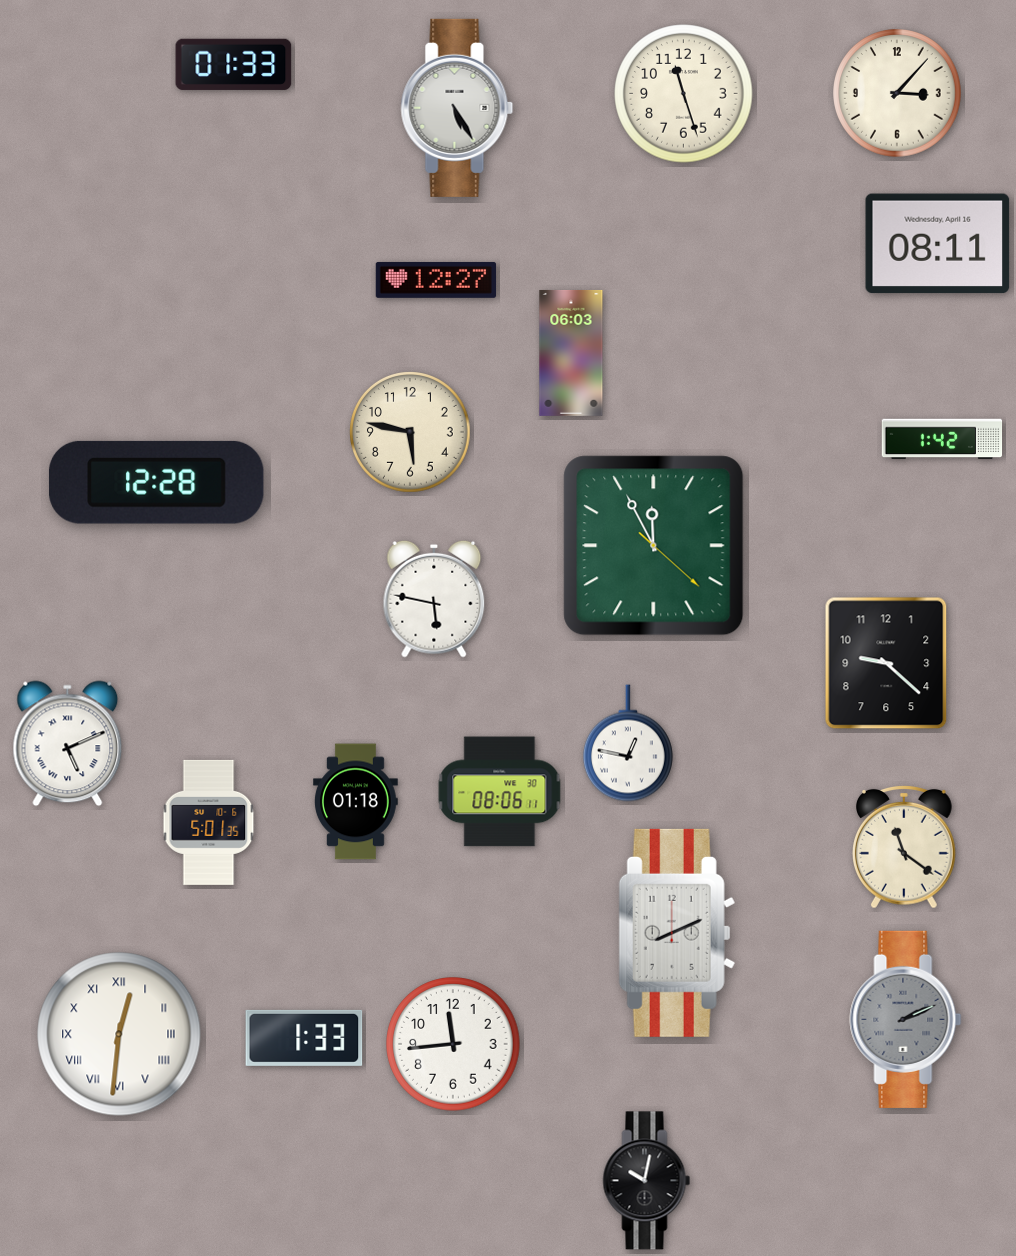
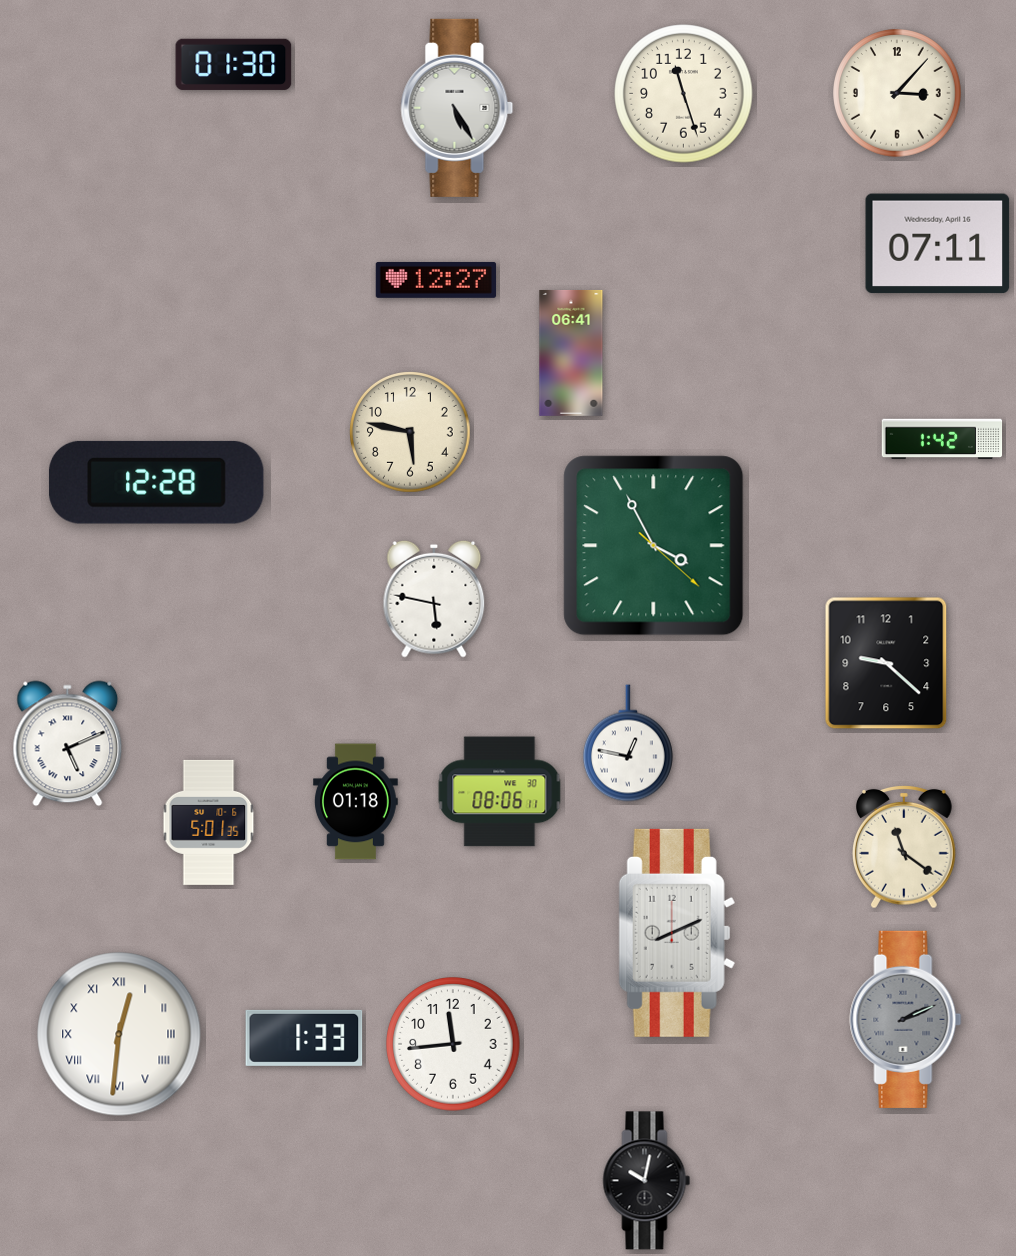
clock at (234, 64): 01:33 -> 01:30
clock at (938, 244): 08:11 -> 07:11
clock at (571, 353): 06:03 -> 06:41
clock at (654, 546): 11:55 -> 3:55
